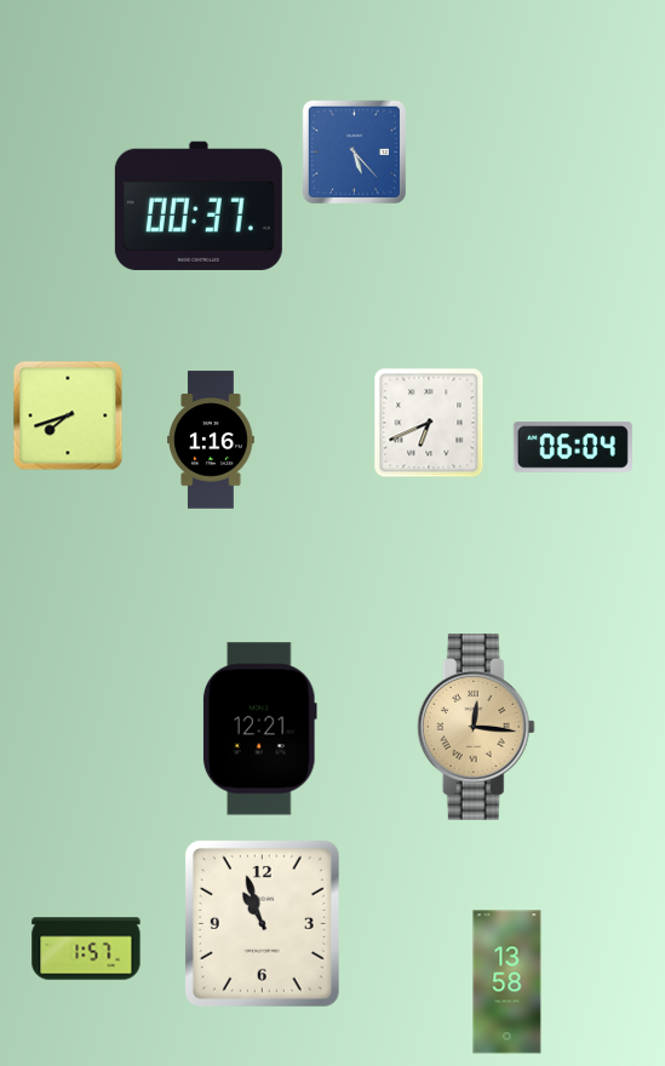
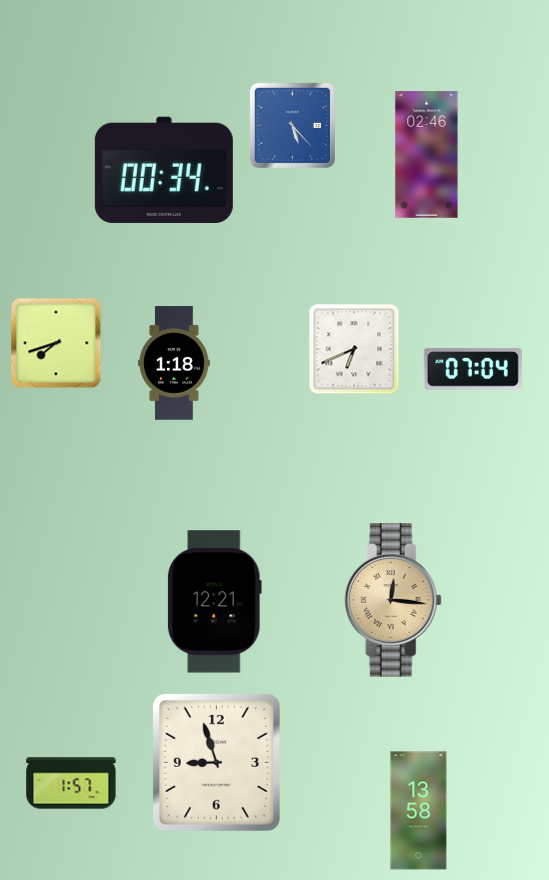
clock at (427, 155): none -> 02:46
clock at (199, 206): 00:37 -> 00:34
clock at (211, 440): 1:16 -> 1:18
clock at (573, 448): 06:04 -> 07:04
clock at (262, 923): 10:57 -> 8:57
